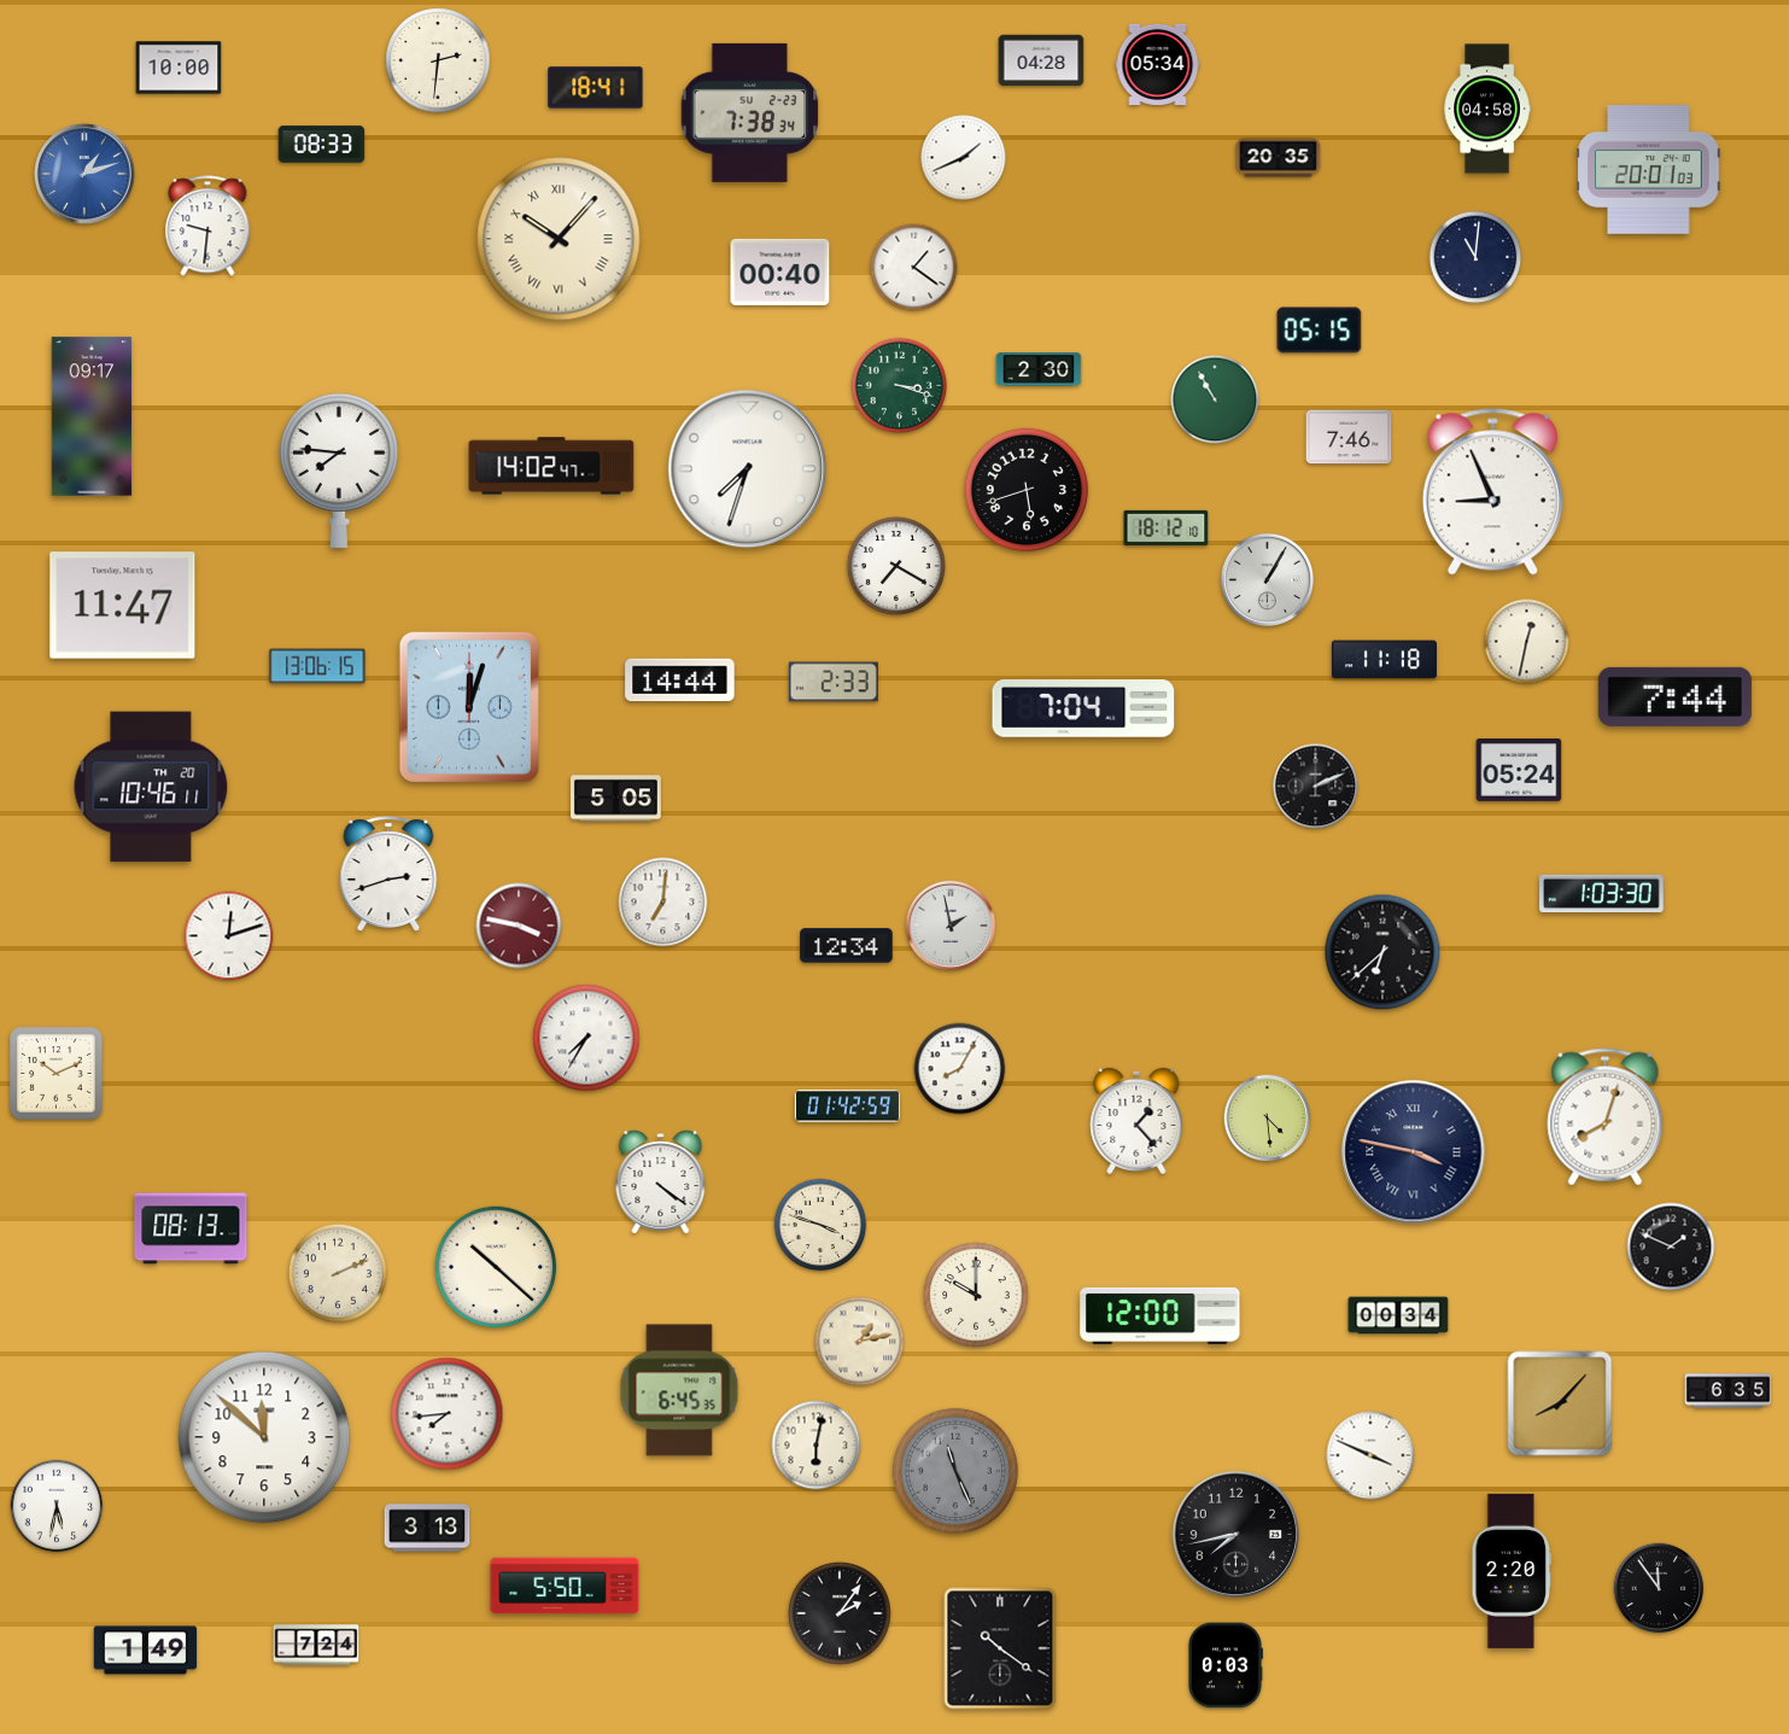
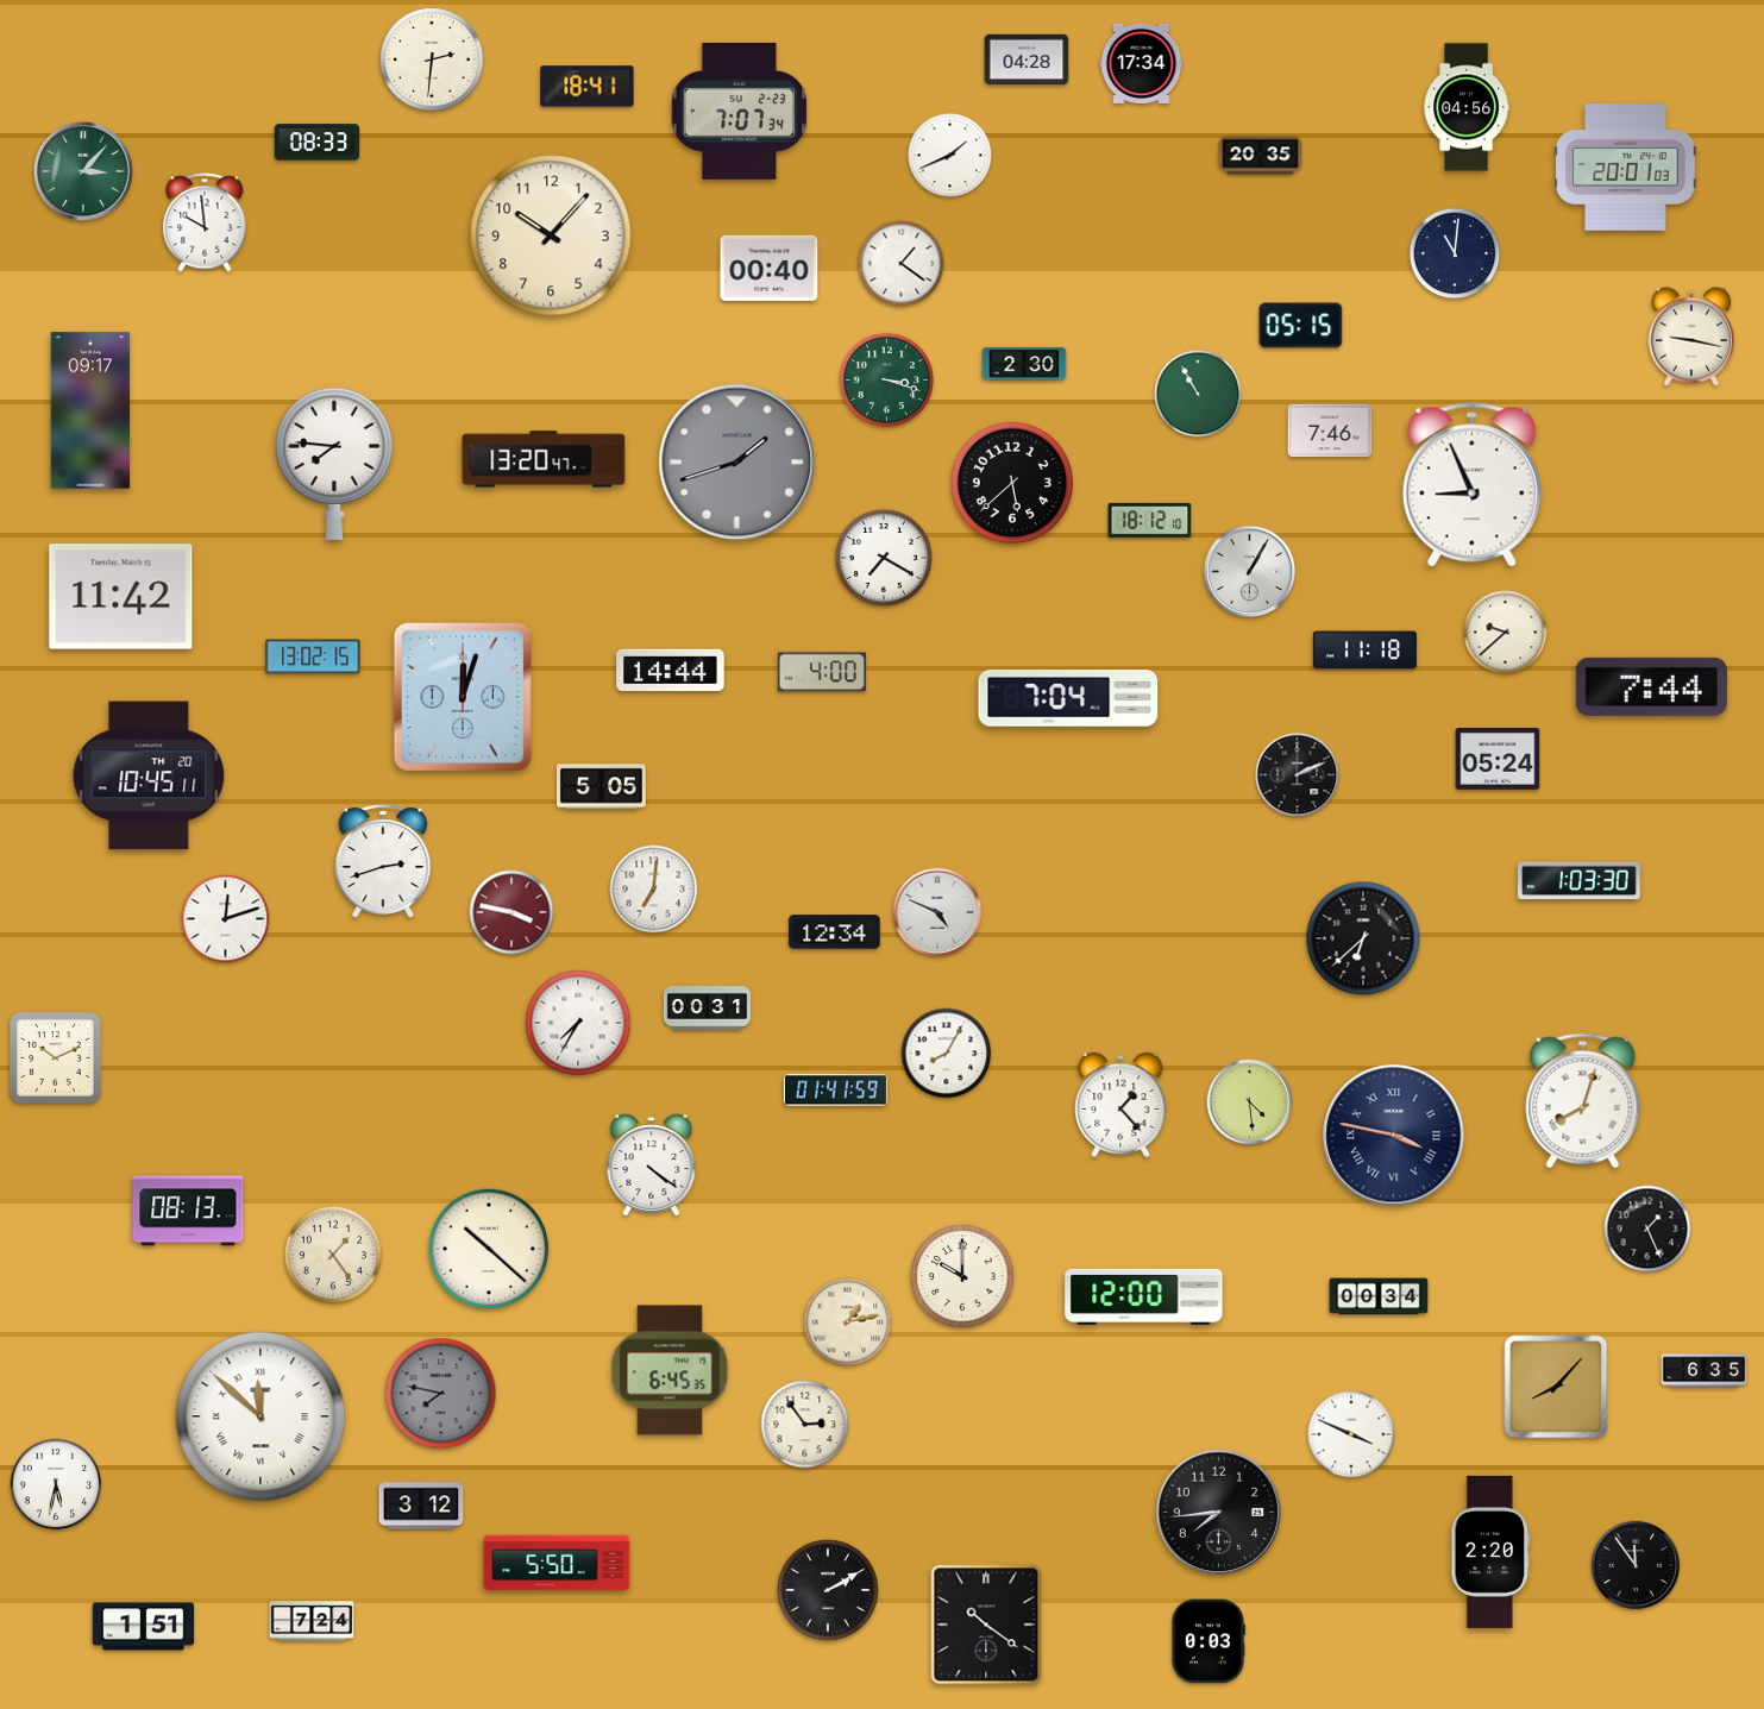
clock at (1158, 64): 05:34 -> 17:34
clock at (179, 68): 10:00 -> none
clock at (1487, 109): 04:58 -> 04:56
clock at (750, 112): 7:38 -> 7:07
clock at (84, 174): 1:12 -> 3:07
clock at (84, 174) dial: blue -> green
clock at (207, 226): 9:31 -> 9:59
clock at (559, 239) numerals: Roman -> Arabic
clock at (1690, 337): none -> 9:17
clock at (551, 466): 14:02 -> 13:20
clock at (748, 469): 7:33 -> 1:42
clock at (748, 469) dial: white -> grey
clock at (1025, 489): 5:42 -> 5:38
clock at (123, 606): 11:47 -> 11:42
clock at (1527, 642): 12:32 -> 9:38
clock at (317, 666): 13:06 -> 13:02
clock at (834, 682): 2:33 -> 4:00
clock at (151, 787): 10:46 -> 10:45
clock at (615, 799) position: (615, 799) -> (601, 787)
clock at (951, 926): 1:58 -> 4:49
clock at (229, 936) position: (229, 936) -> (226, 919)
clock at (707, 1009): none -> 00:31
clock at (847, 1107): 01:42 -> 01:41
clock at (820, 1225): 3:48 -> none
clock at (1671, 1247): 1:49 -> 1:26
clock at (338, 1273): 2:11 -> 1:24
clock at (1560, 1403) position: (1560, 1403) -> (1556, 1387)
clock at (448, 1414): 7:44 -> 7:47
clock at (448, 1414) dial: white -> grey
clock at (264, 1437) numerals: Arabic -> Roman
clock at (817, 1446): 6:02 -> 2:54
clock at (955, 1471): 11:26 -> none
clock at (427, 1528): 3:13 -> 3:12
clock at (1236, 1535): 7:43 -> 7:44
clock at (1512, 1571) position: (1512, 1571) -> (1490, 1552)
clock at (840, 1613): 2:06 -> 2:10
clock at (146, 1651): 1:49 -> 1:51
